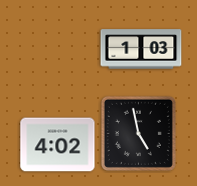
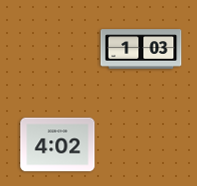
clock at (138, 133): 4:58 -> none
